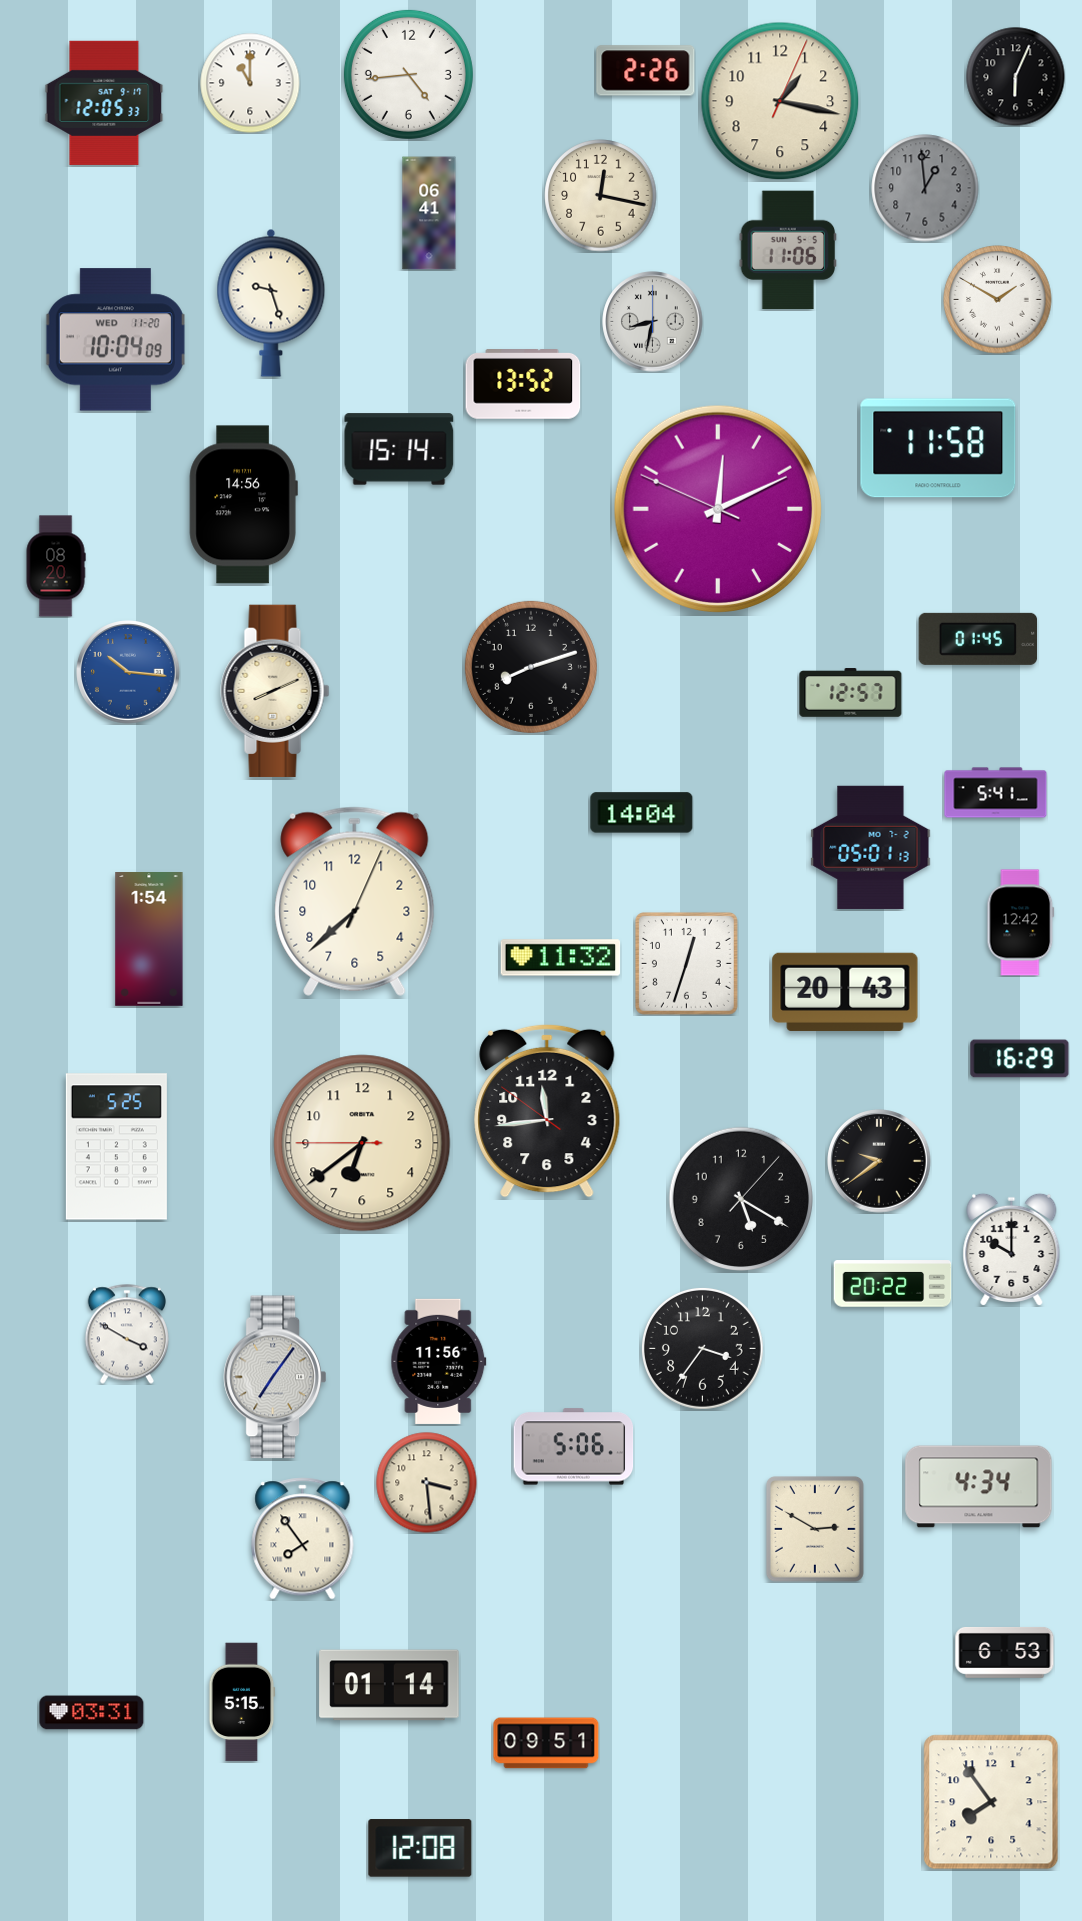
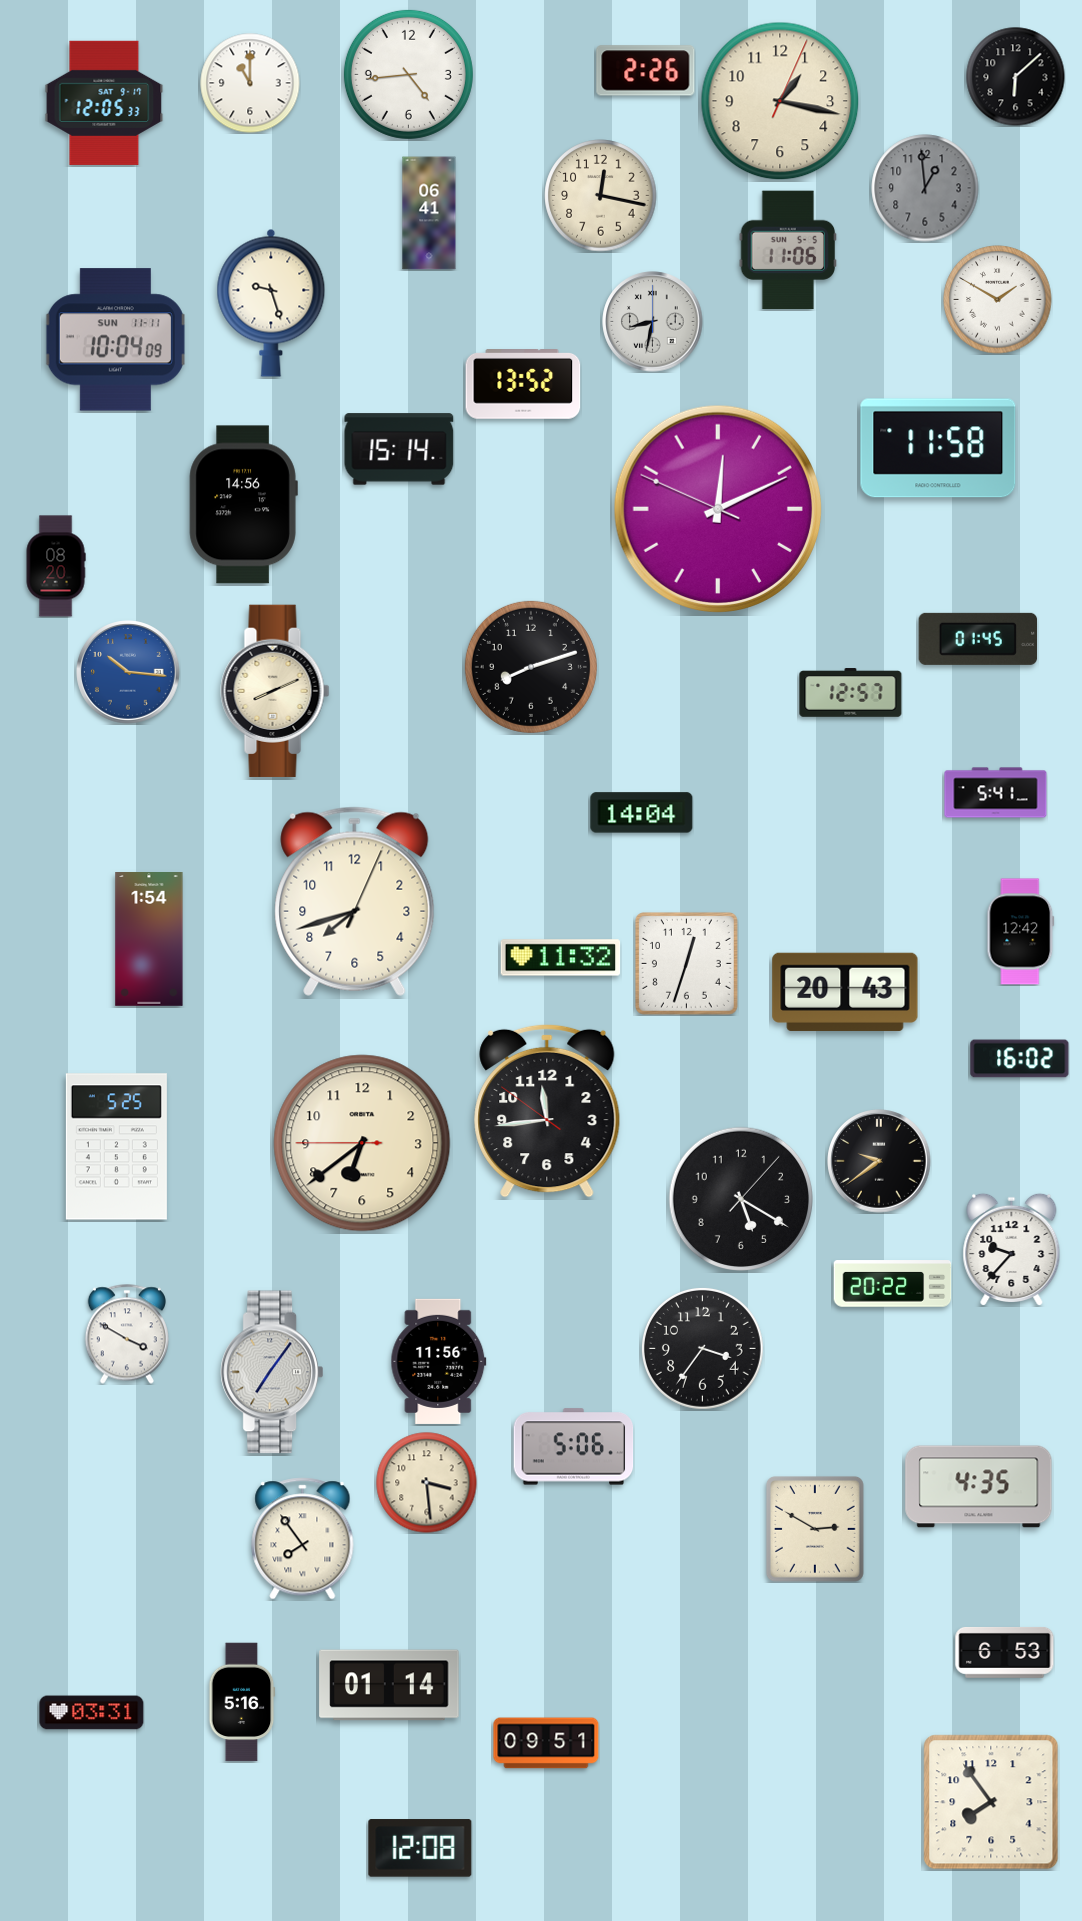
clock at (1016, 77): 6:04 -> 6:08
clock at (115, 340) date: WED 11-20 -> SUN 11-11
clock at (871, 847): 05:01 -> none
clock at (355, 901): 7:38 -> 7:42
clock at (1021, 923) position: (1021, 923) -> (1021, 932)
clock at (1020, 1059): 16:29 -> 16:02
clock at (1012, 1249): 10:00 -> 9:37
clock at (274, 1377) position: (274, 1377) -> (271, 1372)
clock at (979, 1487): 4:34 -> 4:35
clock at (242, 1702): 5:15 -> 5:16
